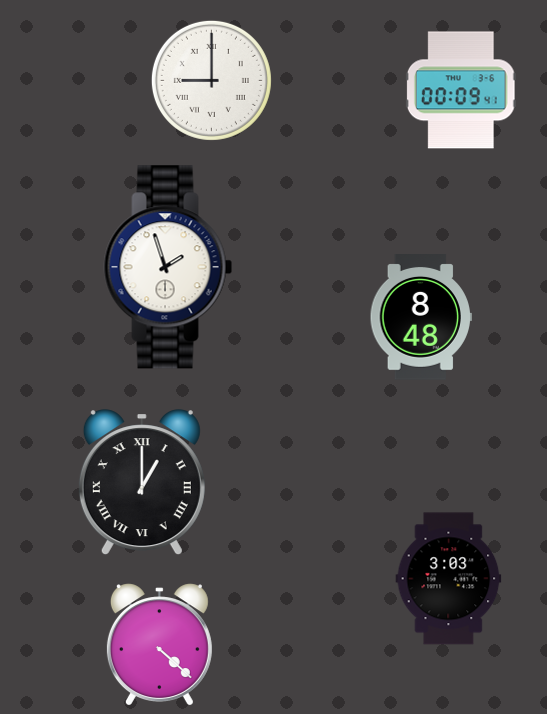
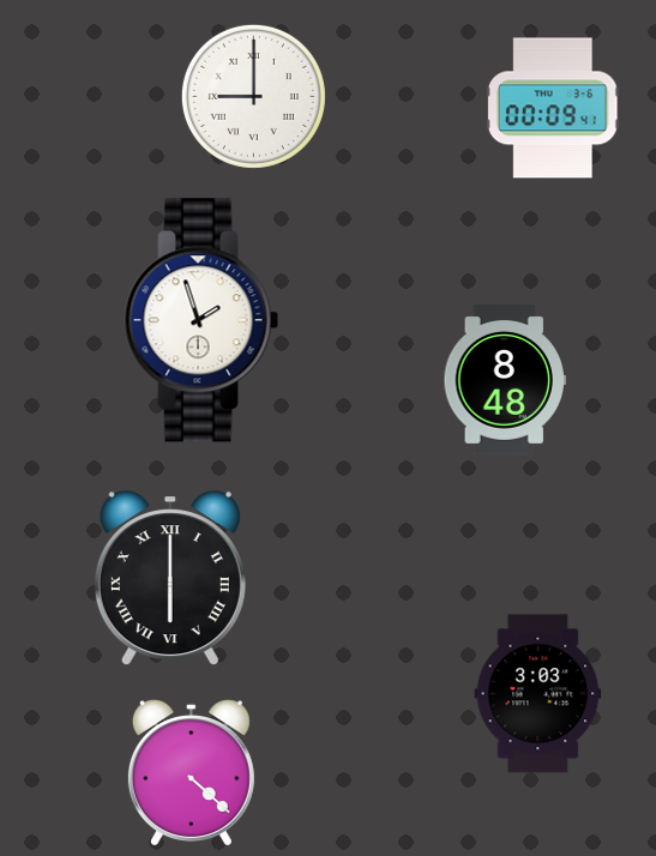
clock at (142, 483): 1:00 -> 6:00
